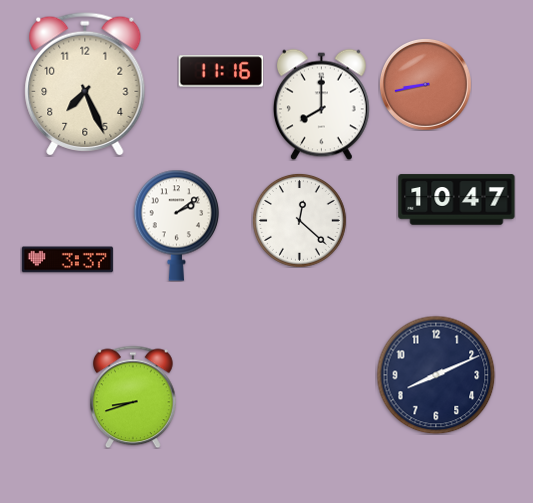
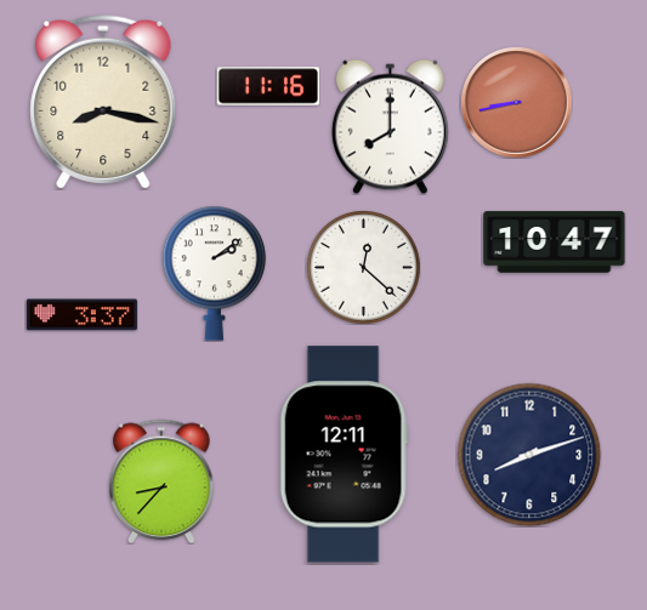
clock at (85, 84): 7:26 -> 8:17
clock at (344, 455): none -> 12:11
clock at (436, 375): 8:11 -> 8:12
clock at (134, 397): 8:42 -> 8:37
